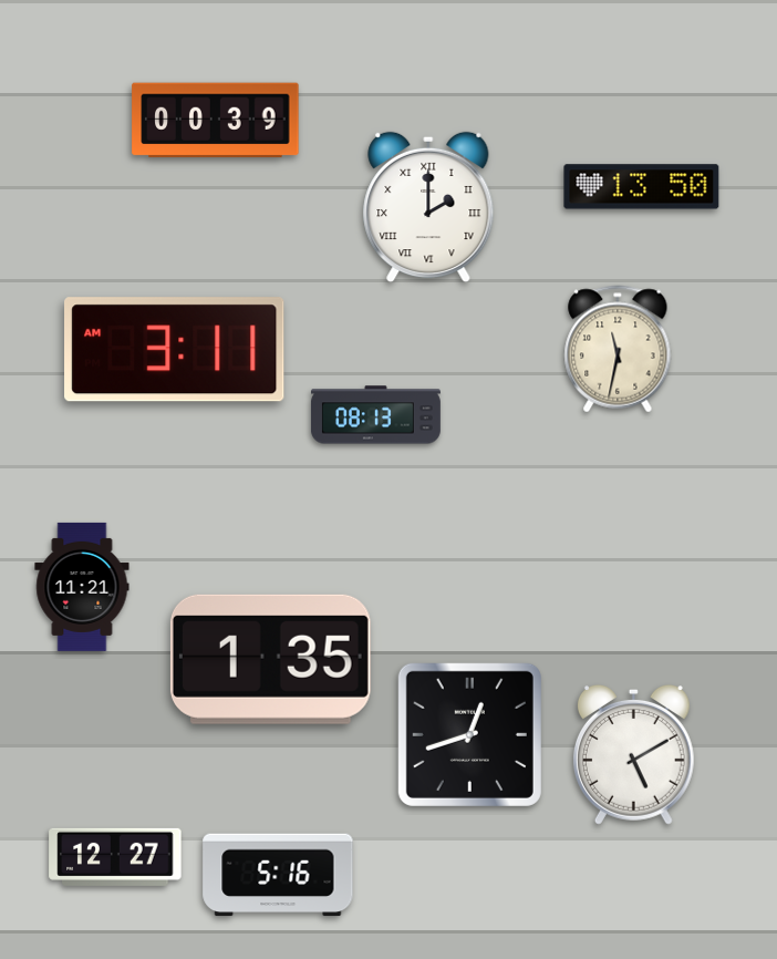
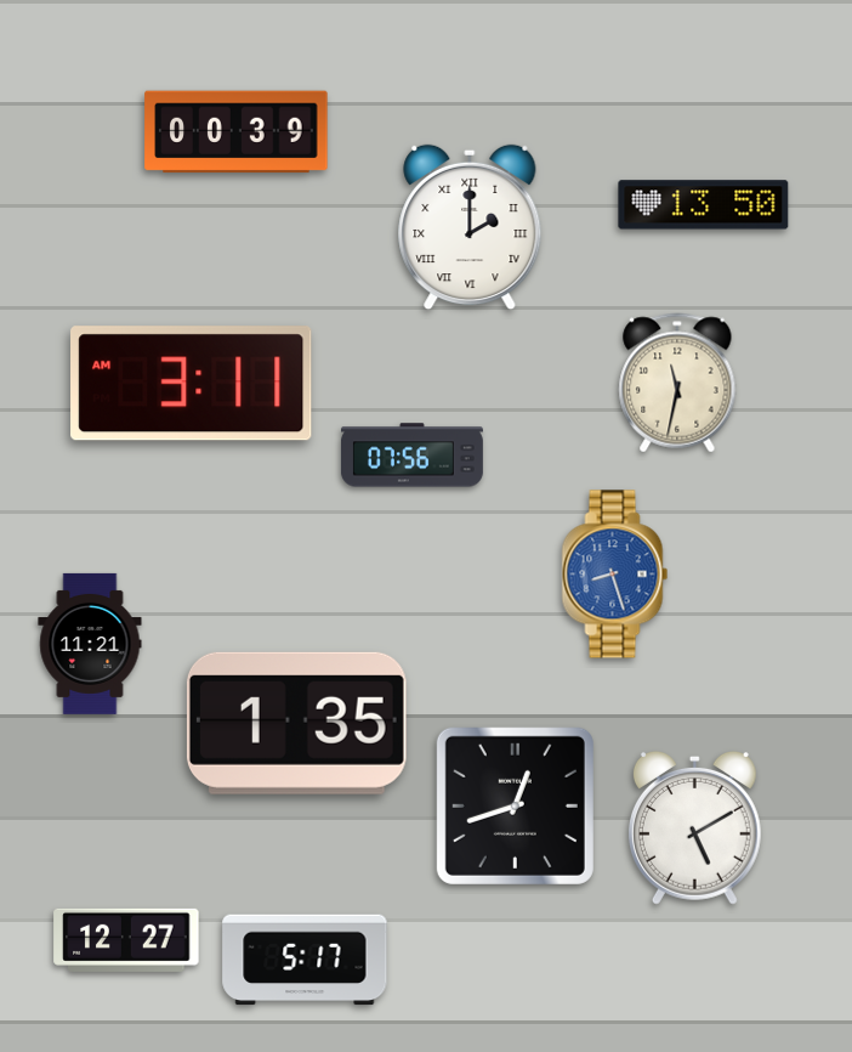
clock at (375, 415): 08:13 -> 07:56
clock at (615, 575): none -> 8:27
clock at (278, 875): 5:16 -> 5:17
